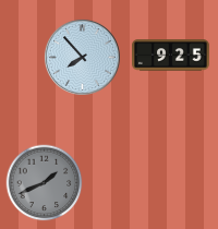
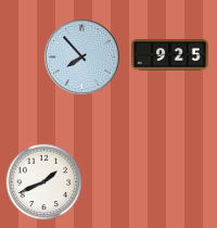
clock at (45, 183) dial: grey -> white
